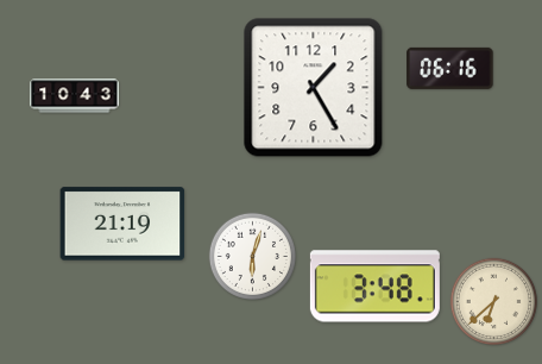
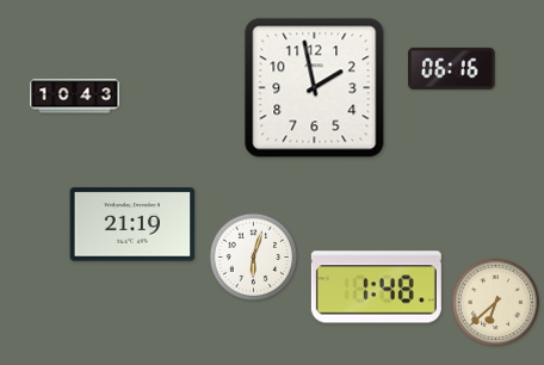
clock at (314, 88): 1:25 -> 1:58
clock at (122, 224) position: (122, 224) -> (132, 224)
clock at (374, 287): 3:48 -> 1:48
